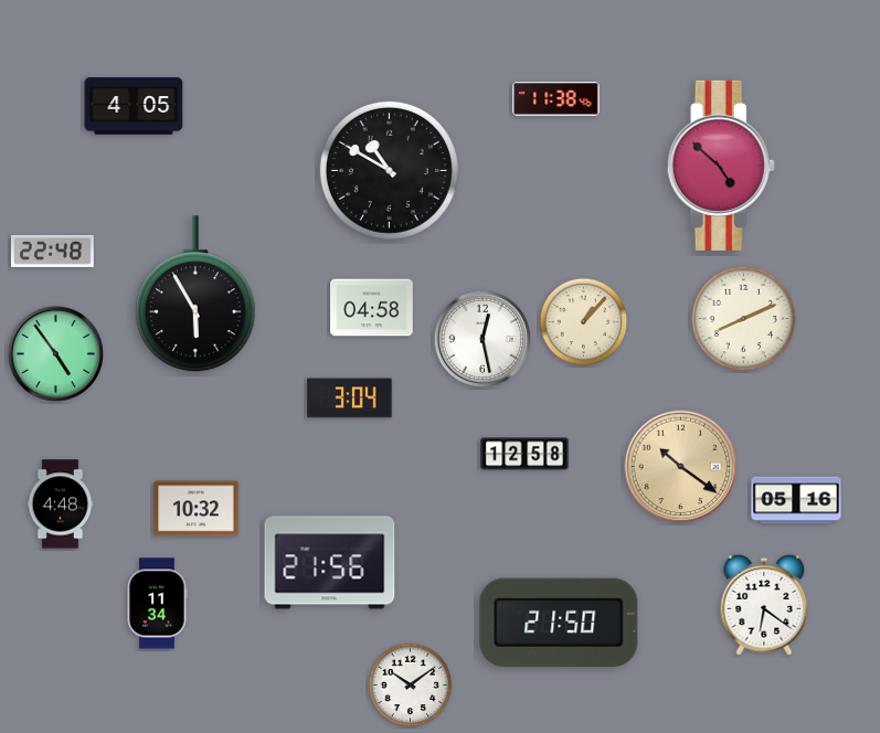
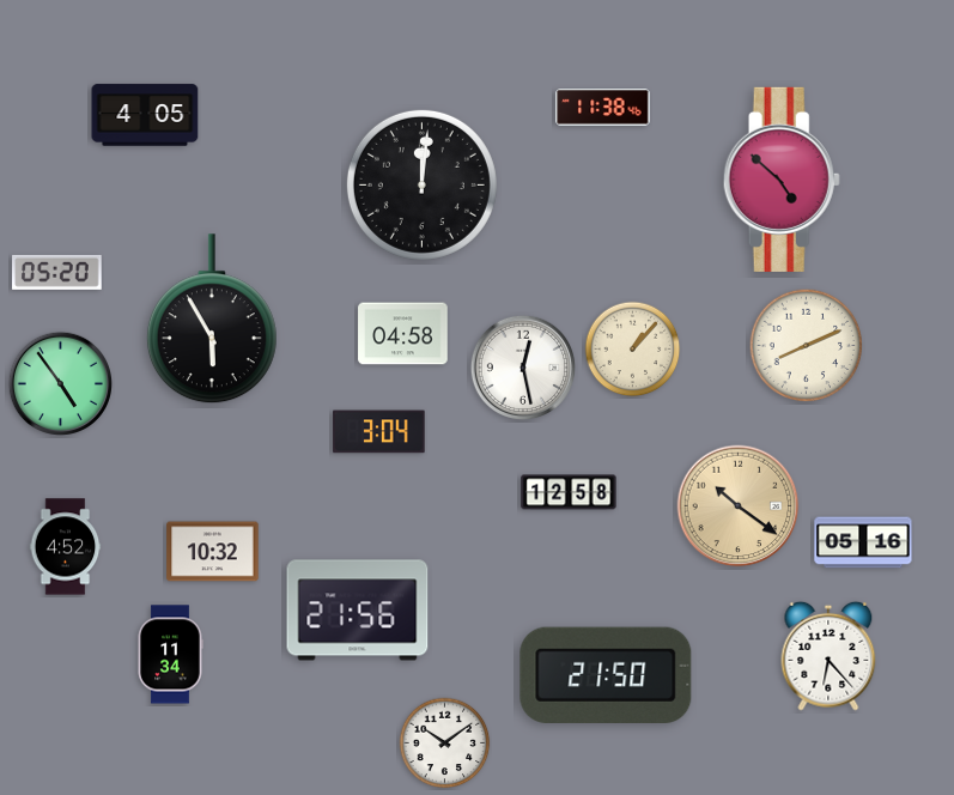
clock at (389, 170): 10:50 -> 12:01
clock at (53, 251): 22:48 -> 05:20
clock at (61, 504): 4:48 -> 4:52
clock at (764, 605): 6:21 -> 6:23
